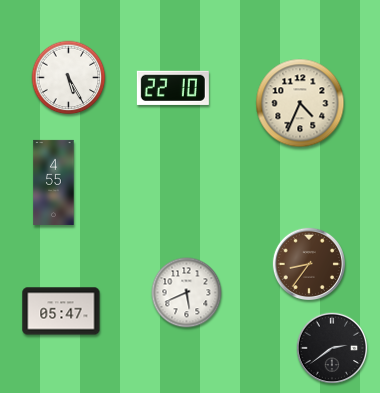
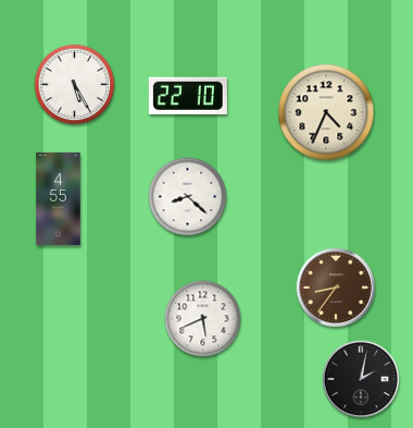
clock at (188, 197): none -> 8:22
clock at (61, 311): 05:47 -> none
clock at (332, 348): 2:39 -> 2:02
